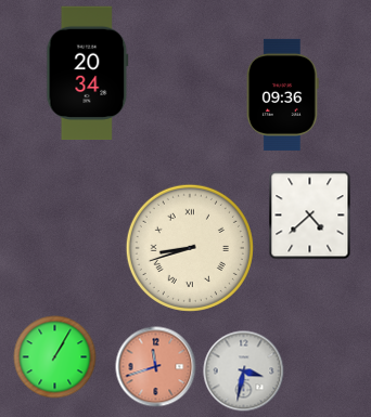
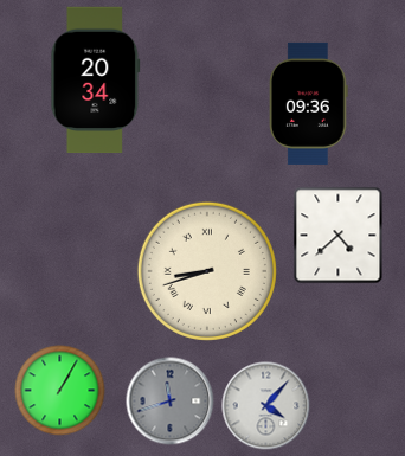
clock at (156, 367) dial: salmon -> grey
clock at (244, 372): 3:32 -> 4:07
